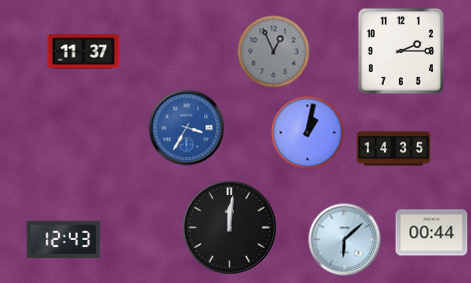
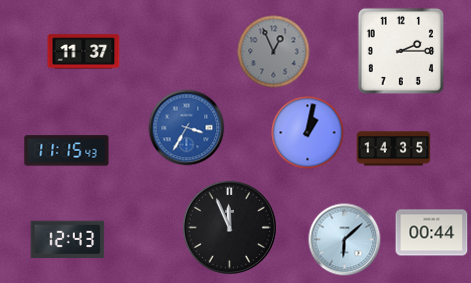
clock at (67, 151): none -> 11:15
clock at (229, 227): 12:01 -> 11:56
clock at (64, 239) position: (64, 239) -> (68, 239)
